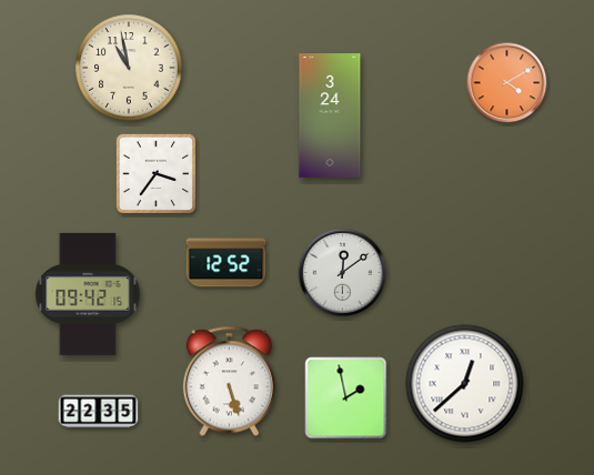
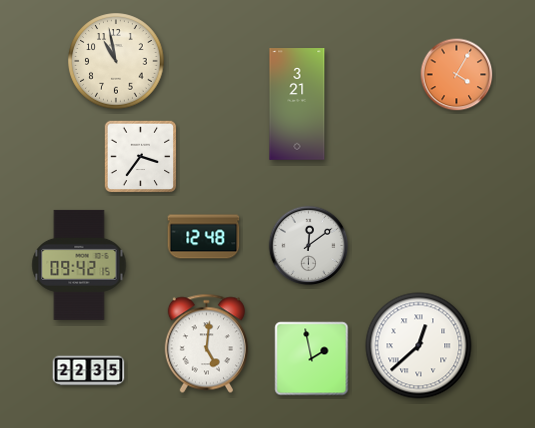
clock at (507, 83): 4:10 -> 4:05
clock at (330, 115): 3:24 -> 3:21
clock at (226, 263): 12:52 -> 12:48
clock at (229, 382): 5:27 -> 5:01
